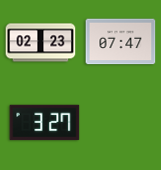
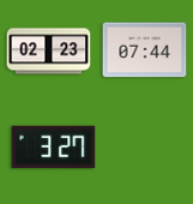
clock at (121, 42): 07:47 -> 07:44
